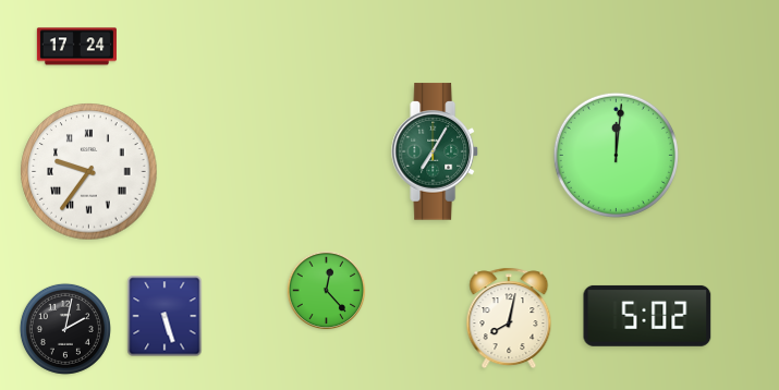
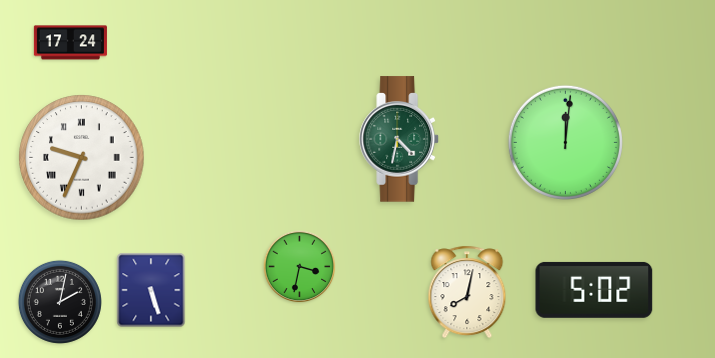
clock at (436, 151): 7:05 -> 4:32
clock at (89, 172): 9:36 -> 9:34
clock at (327, 291): 12:23 -> 3:32
